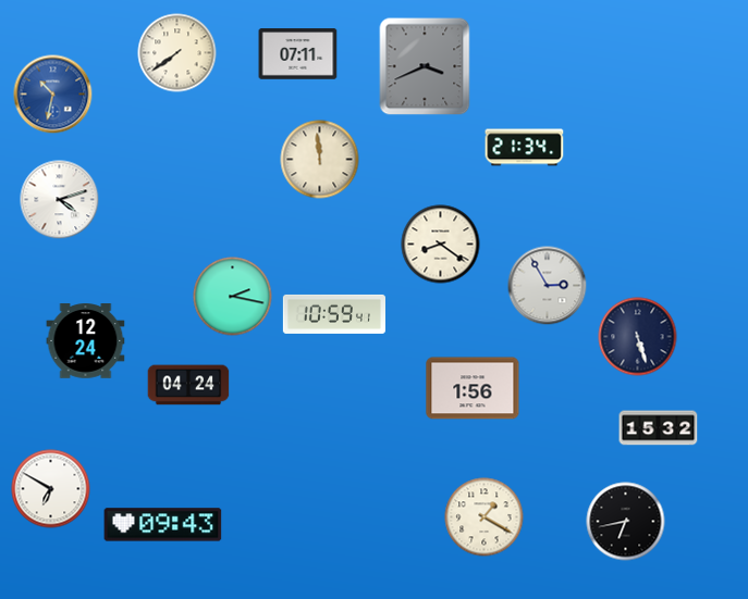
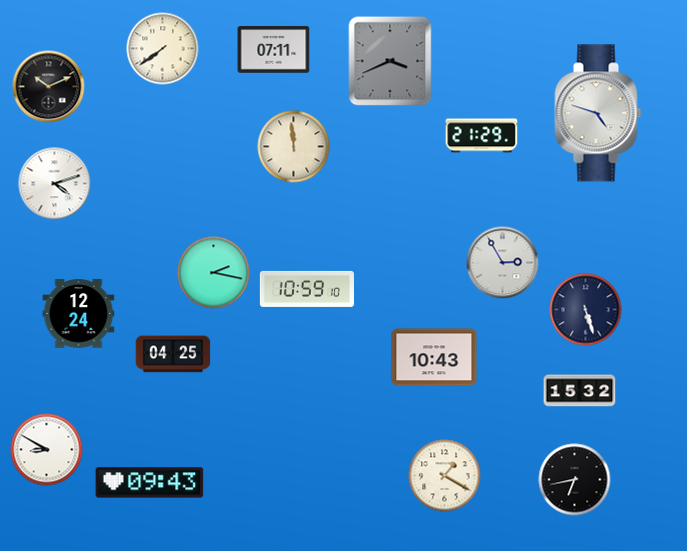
clock at (53, 95): 10:32 -> 10:11
clock at (53, 95) dial: blue -> black
clock at (598, 113): none -> 4:48
clock at (525, 148): 21:34 -> 21:29
clock at (441, 245): 8:21 -> none
clock at (334, 314): 10:59:41 -> 10:59:10
clock at (188, 385): 04:24 -> 04:25
clock at (473, 388): 1:56 -> 10:43
clock at (659, 428) position: (659, 428) -> (580, 391)
clock at (51, 489): 6:50 -> 8:50
